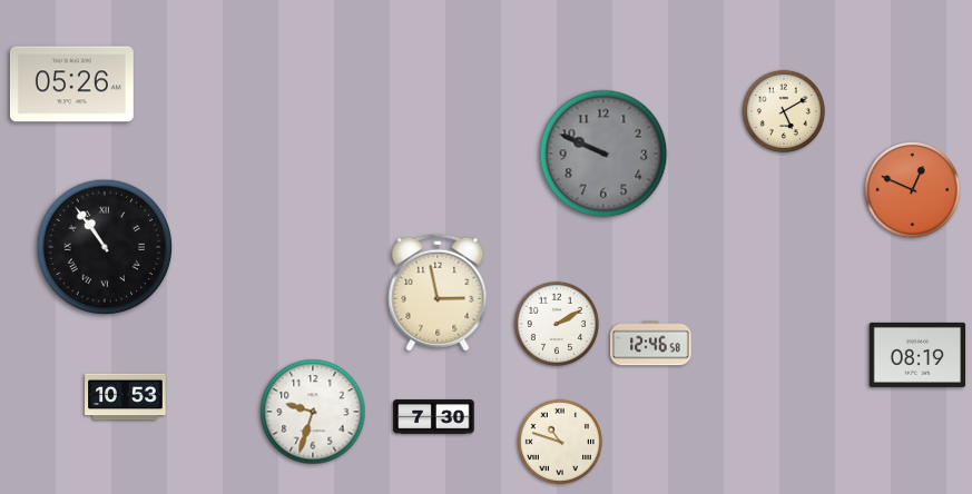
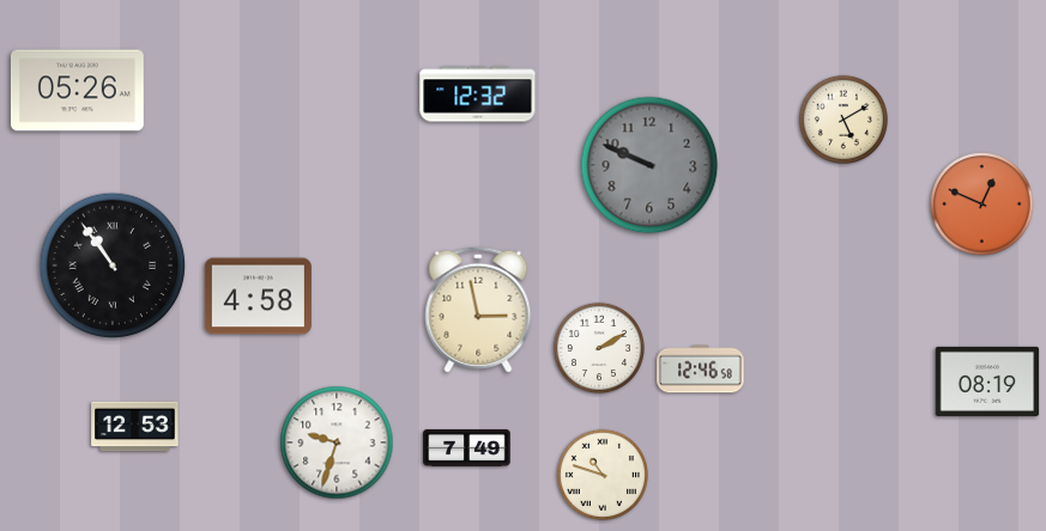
clock at (478, 94): none -> 12:32
clock at (258, 297): none -> 4:58
clock at (438, 293) position: (438, 293) -> (478, 310)
clock at (126, 397): 10:53 -> 12:53
clock at (434, 416): 7:30 -> 7:49
